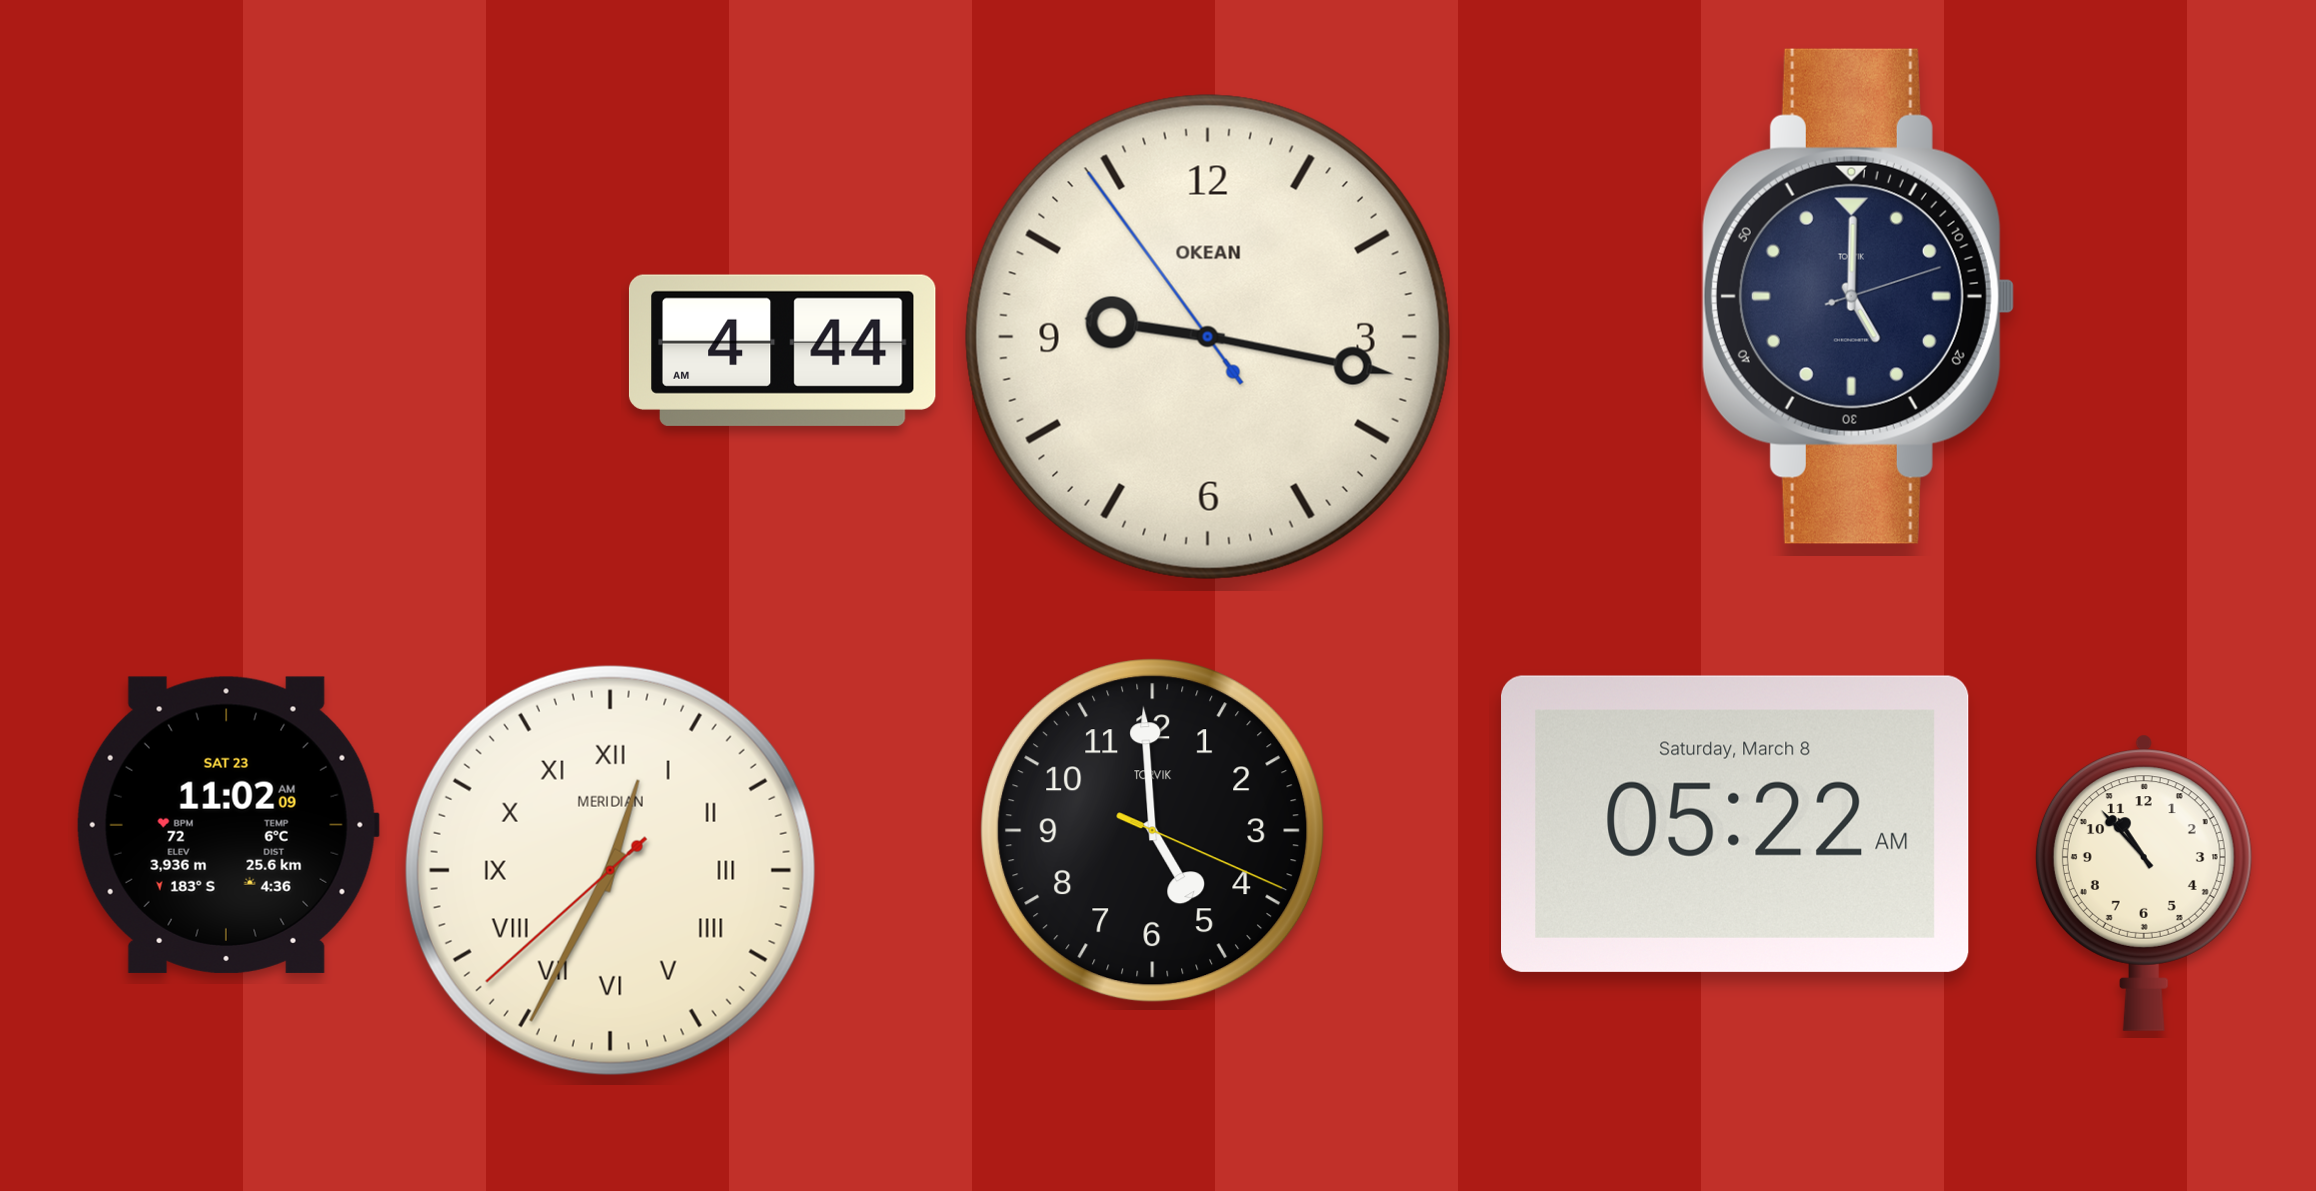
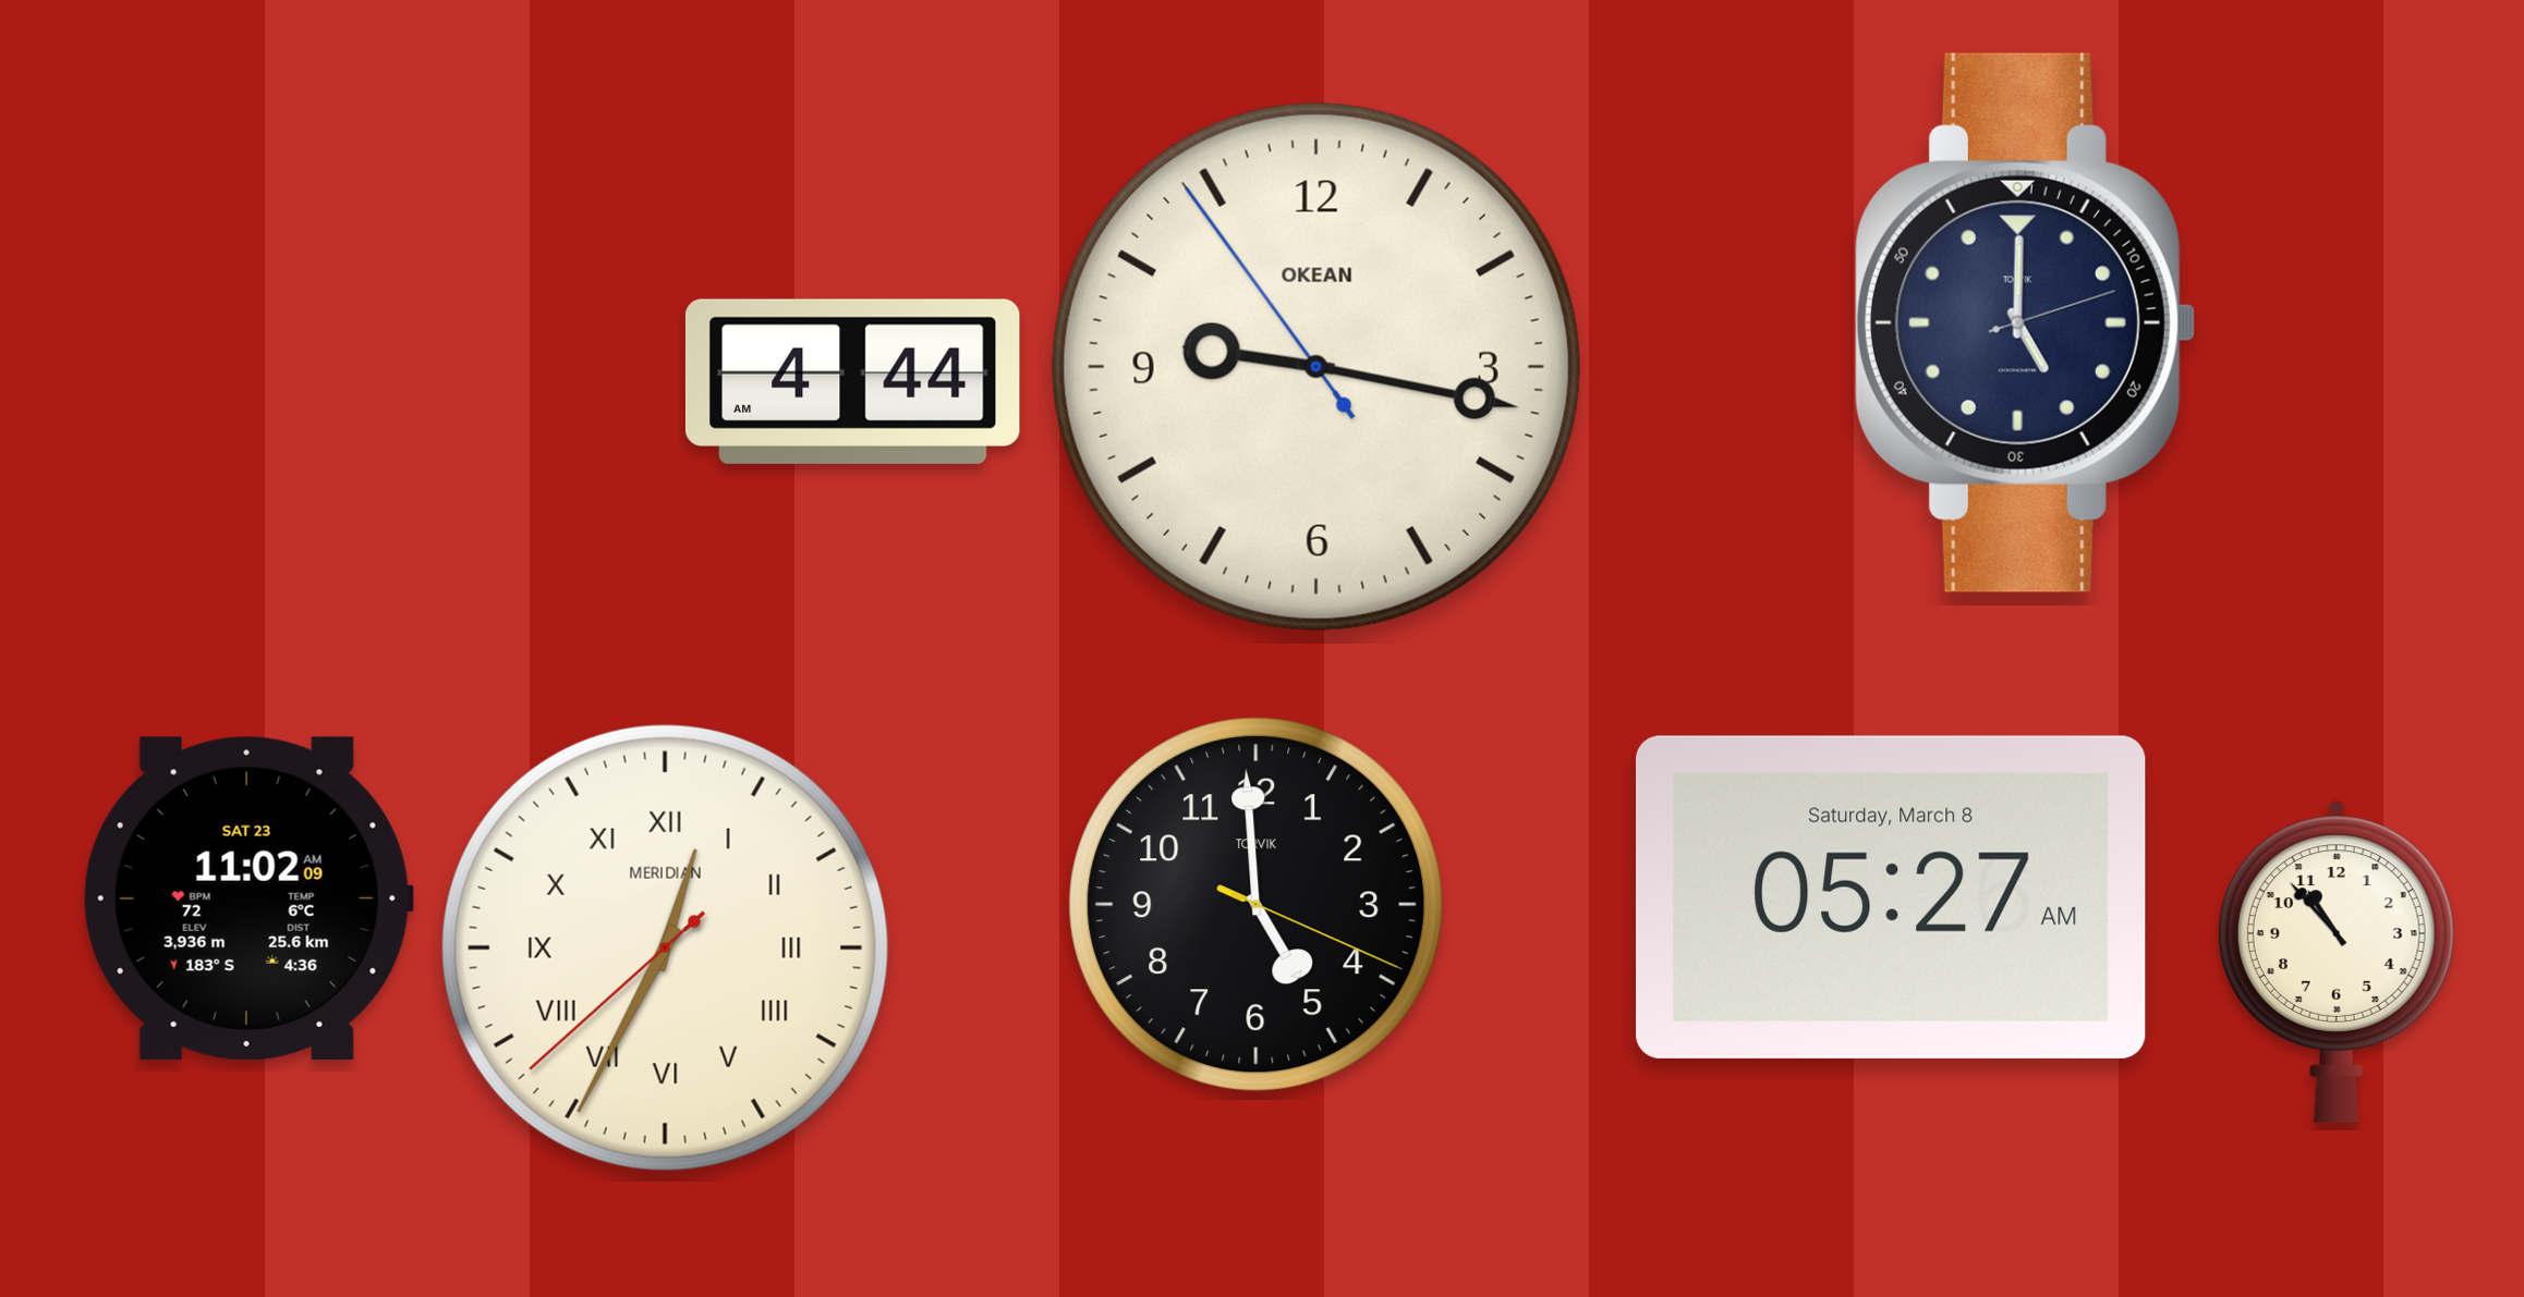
clock at (1736, 824): 05:22 -> 05:27
